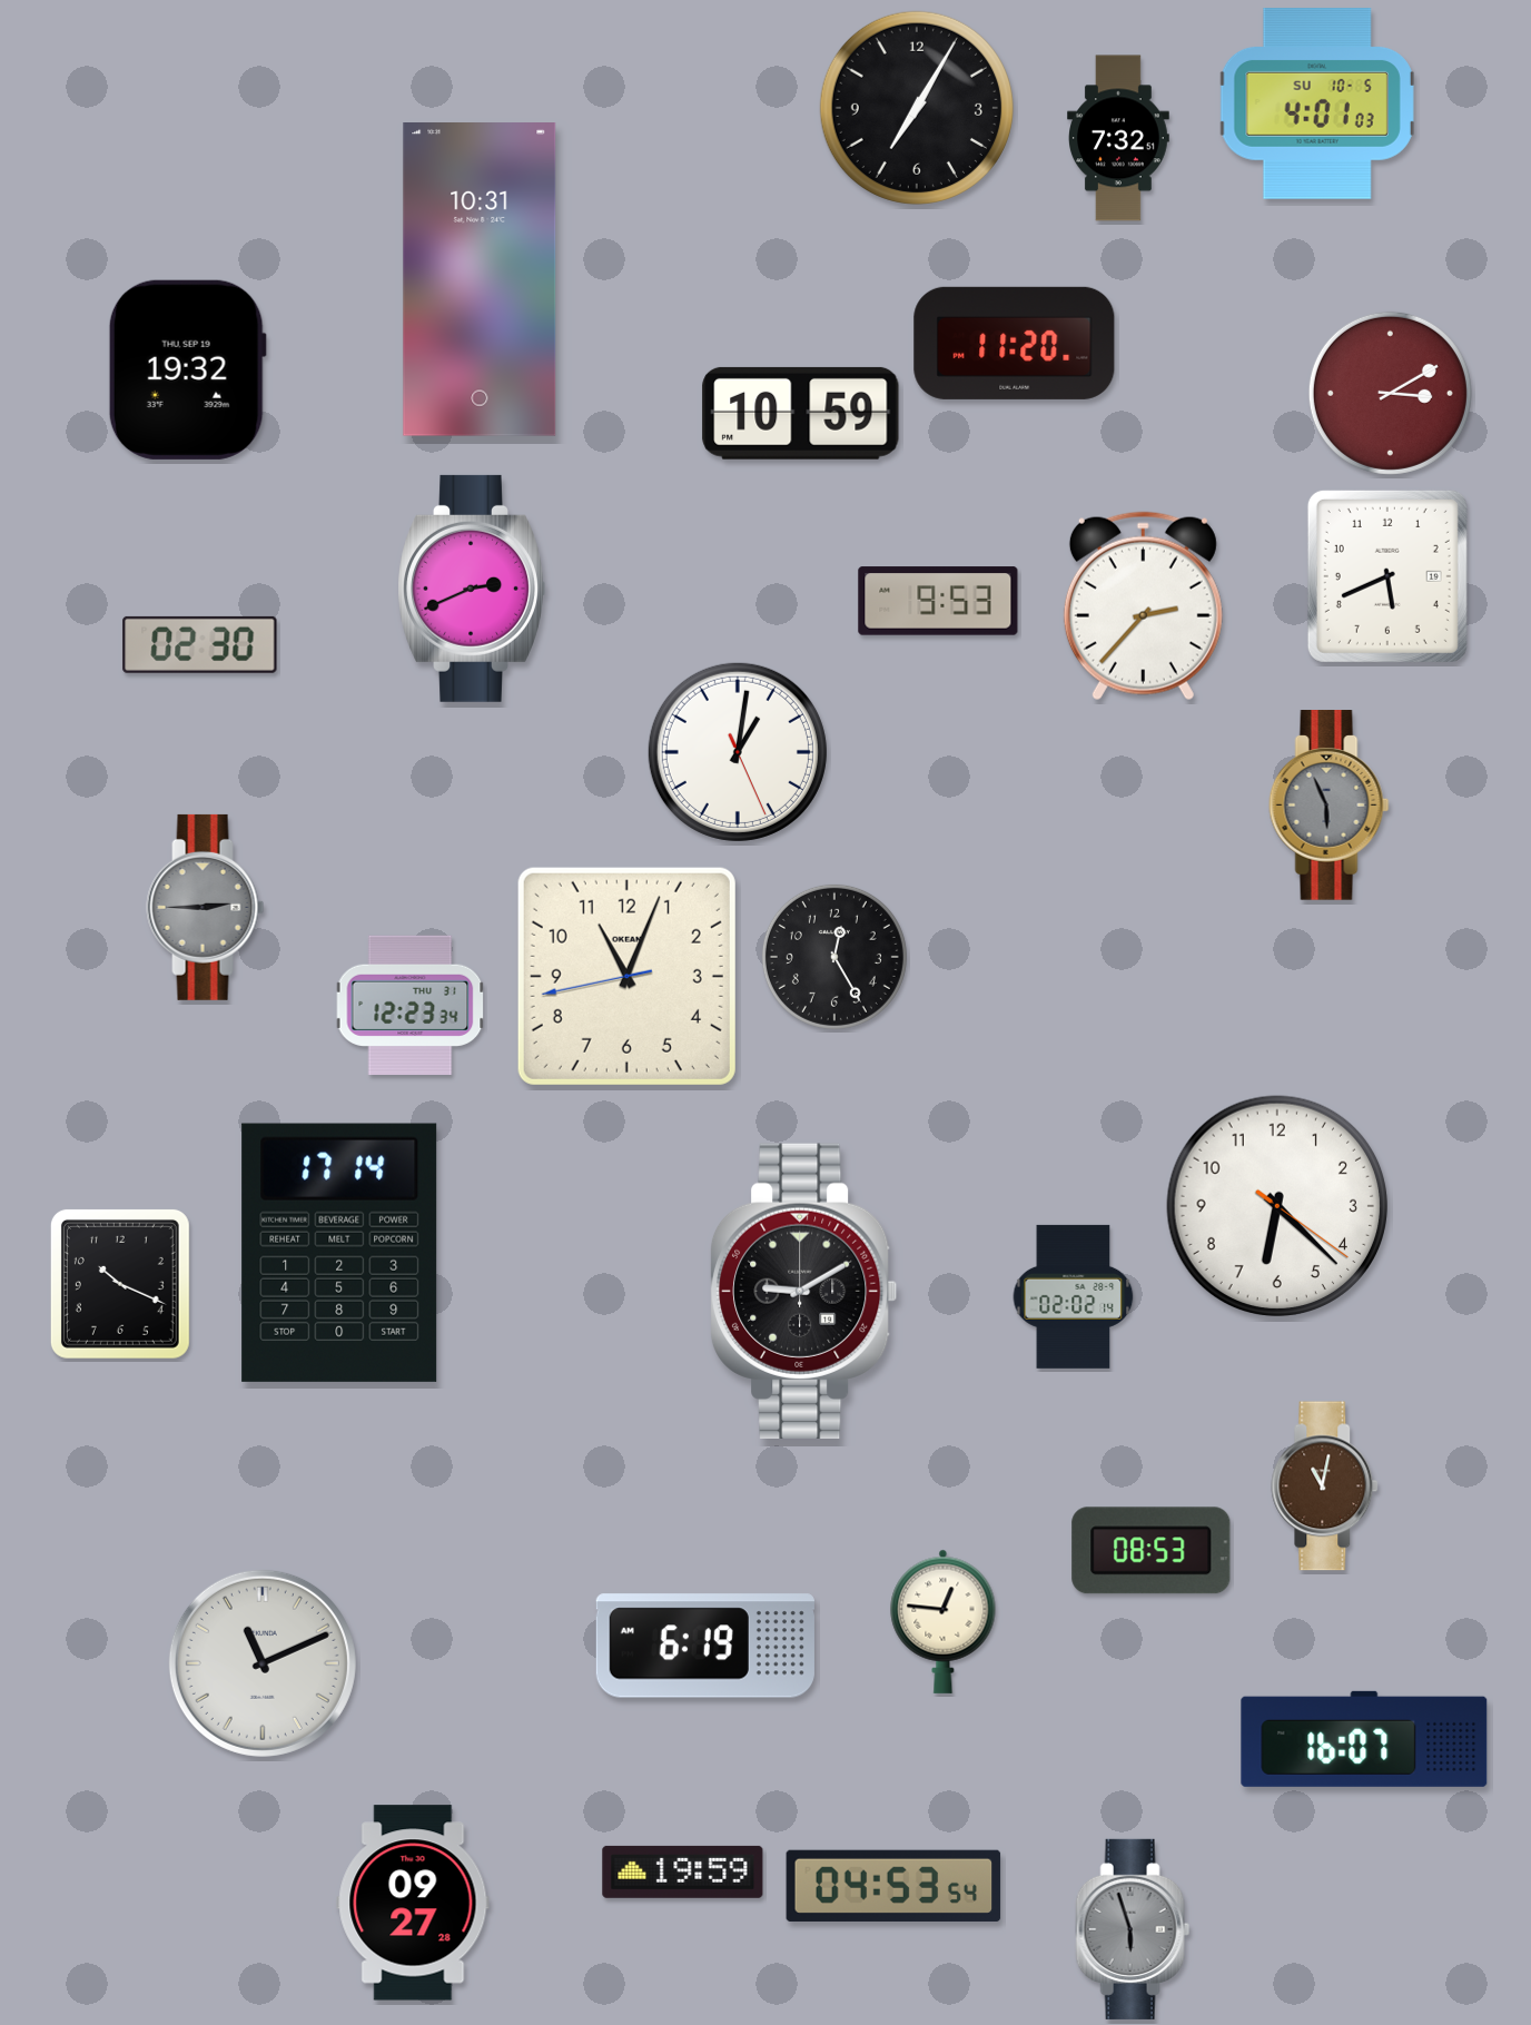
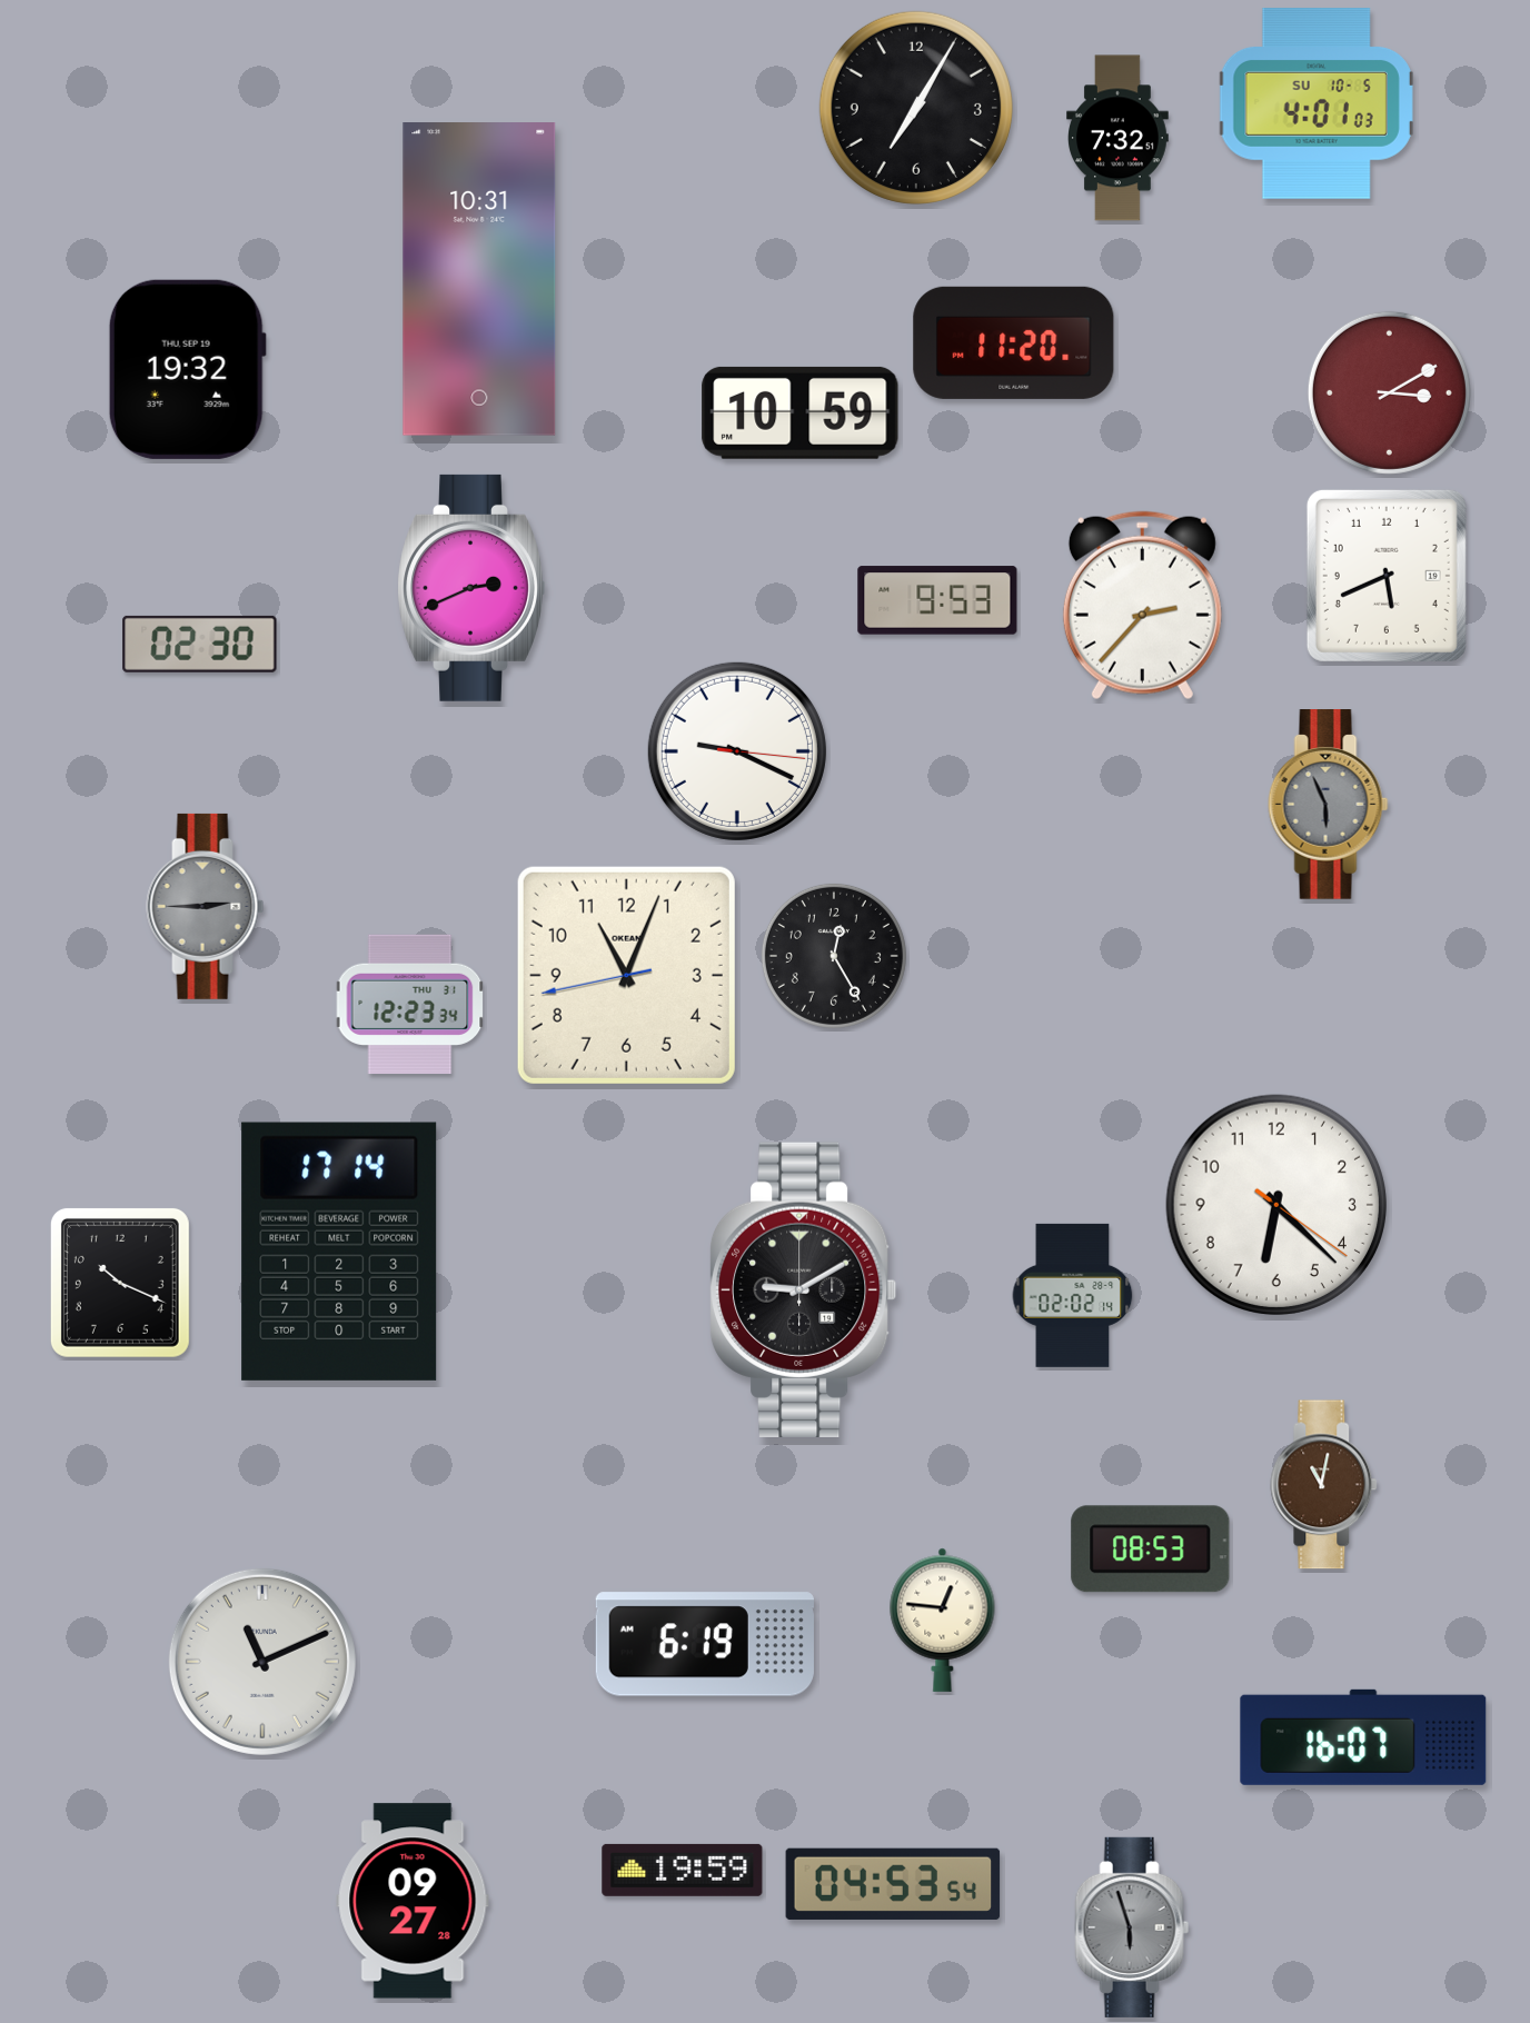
clock at (738, 752): 1:01 -> 9:19
